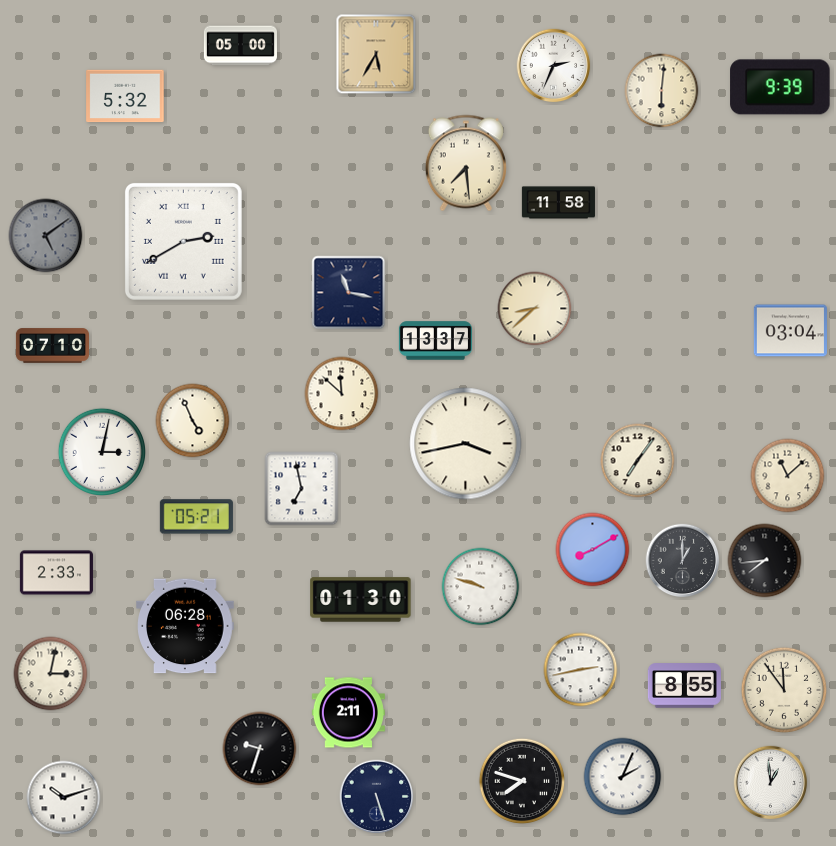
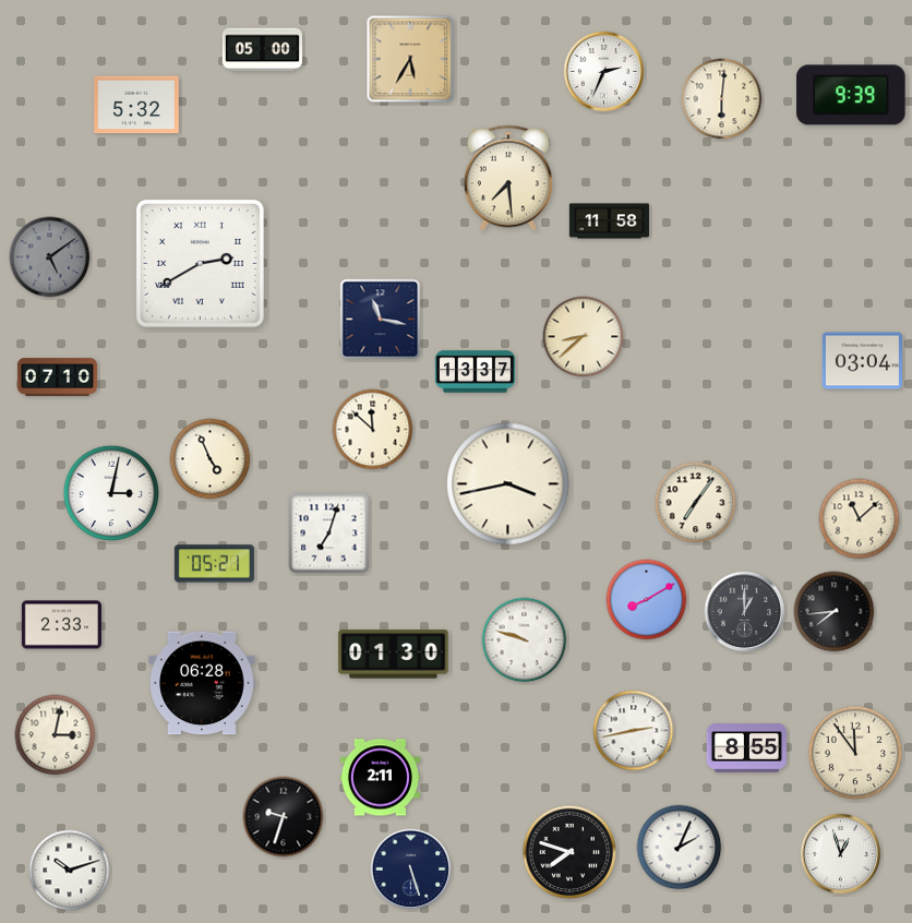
clock at (302, 489): 6:58 -> 7:03
clock at (771, 783): 12:59 -> 12:57
